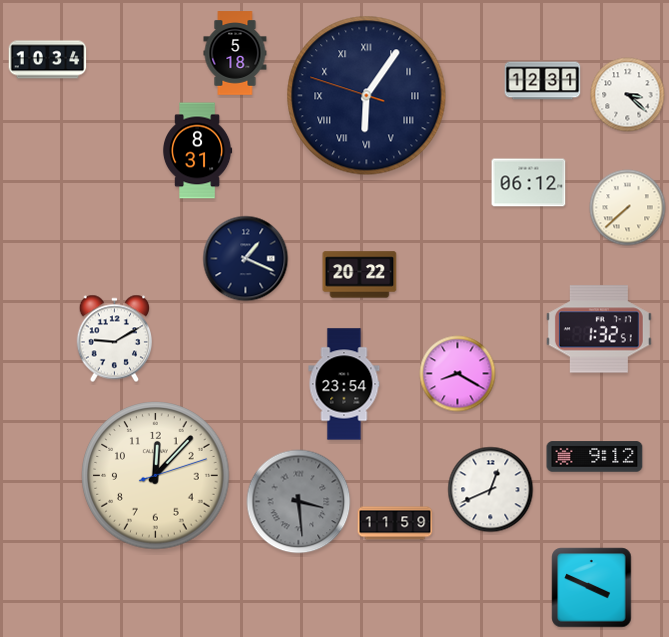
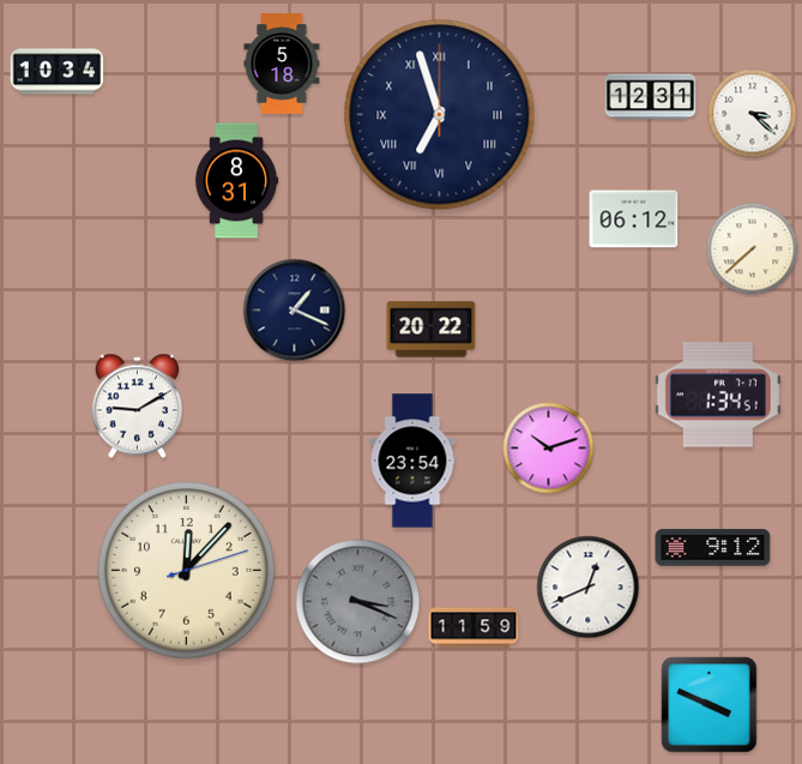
clock at (367, 96): 6:05 -> 6:57
clock at (599, 329): 1:32 -> 1:34
clock at (458, 374): 8:20 -> 10:12
clock at (299, 502): 3:29 -> 3:19
